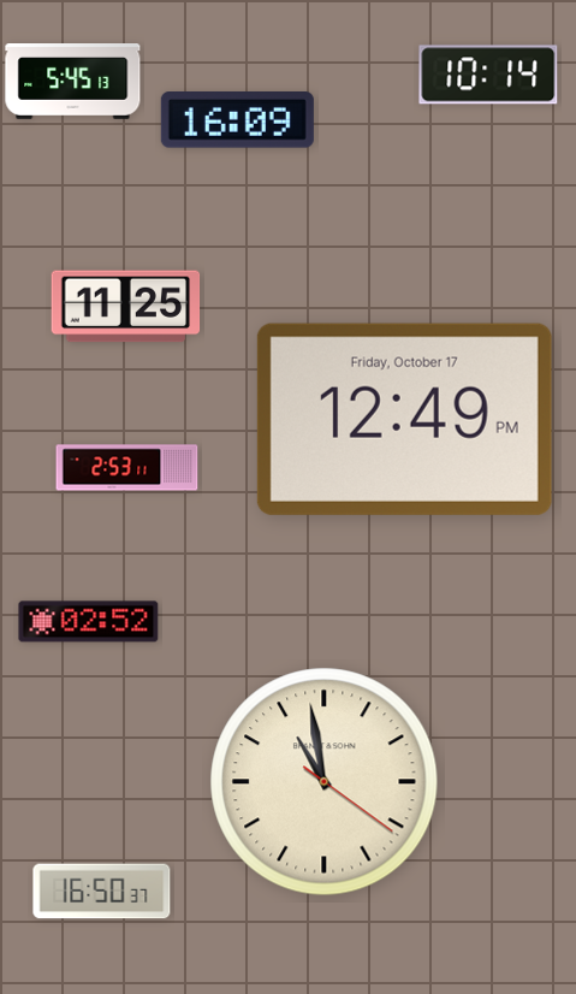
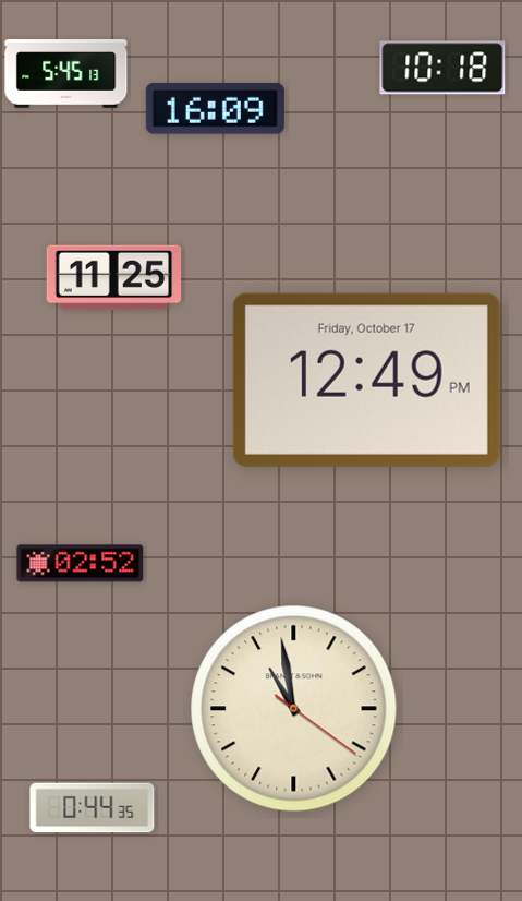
clock at (488, 75): 10:14 -> 10:18
clock at (127, 468): 2:53 -> none
clock at (102, 892): 16:50 -> 0:44
